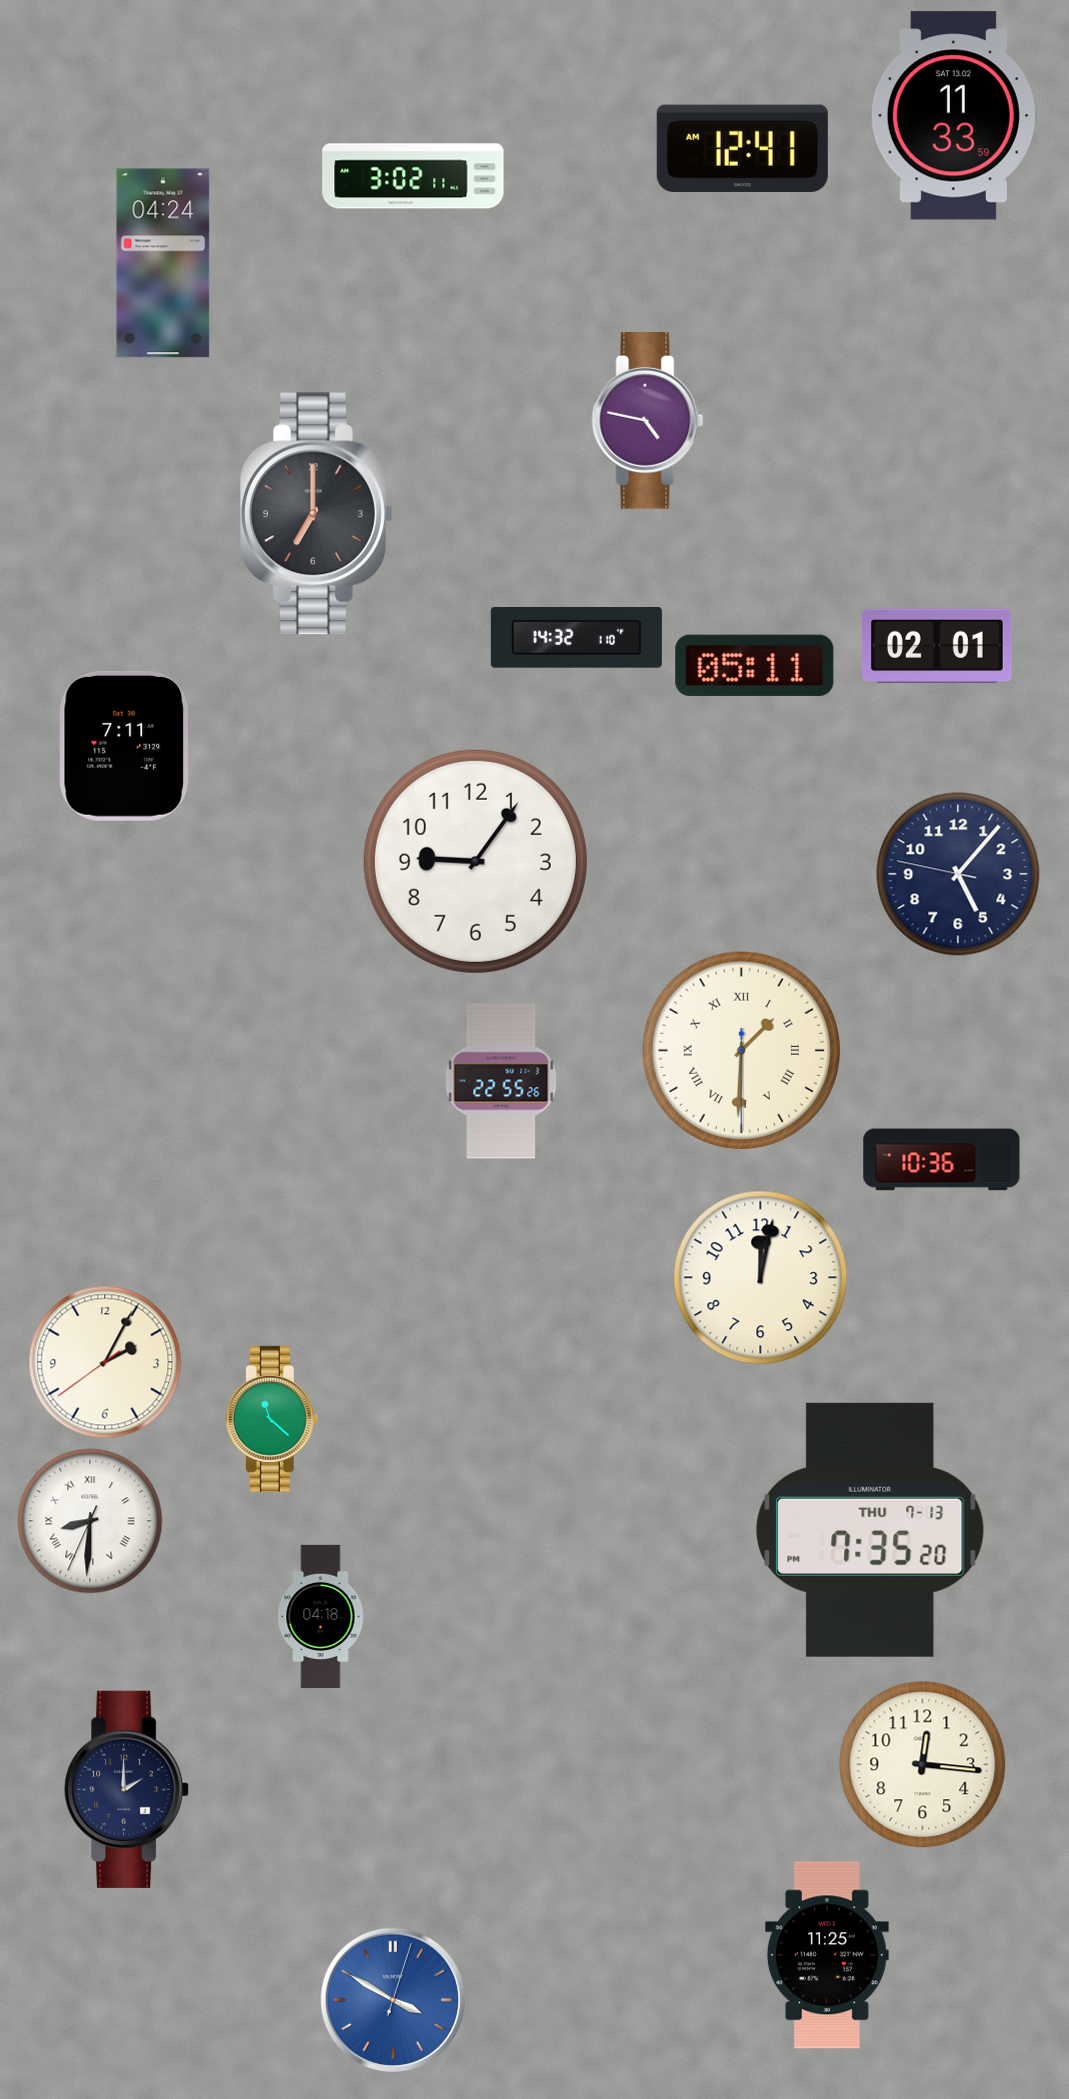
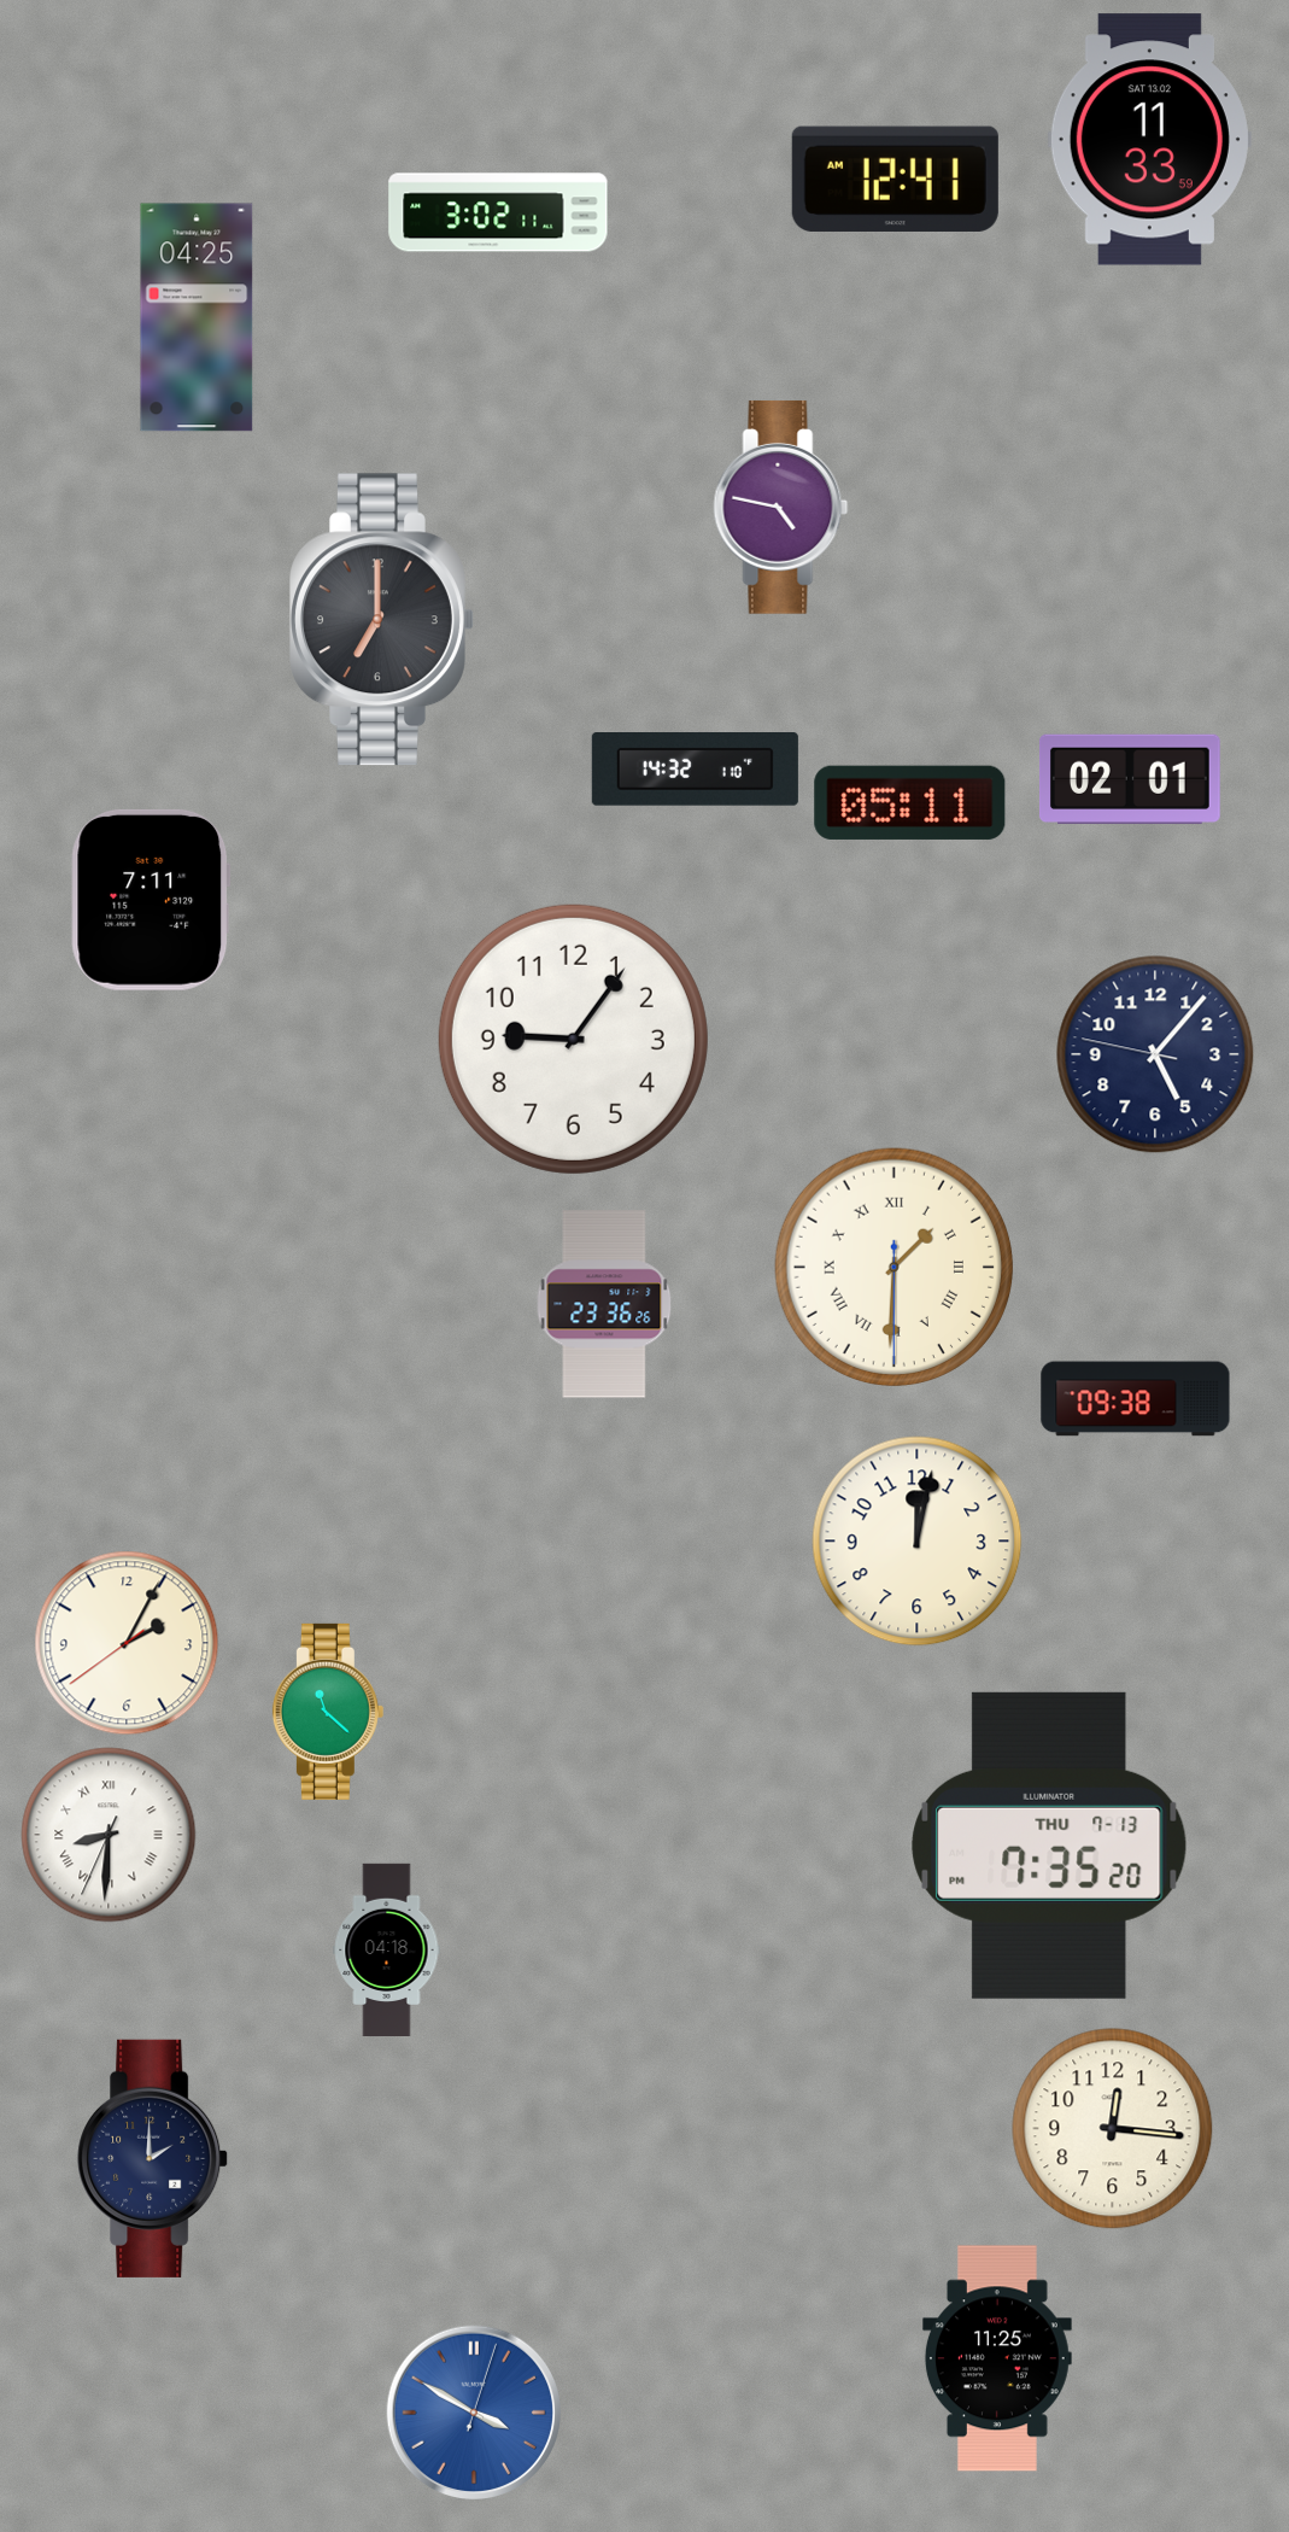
clock at (163, 263): 04:24 -> 04:25
clock at (501, 1081): 22:55 -> 23:36
clock at (942, 1160): 10:36 -> 09:38
